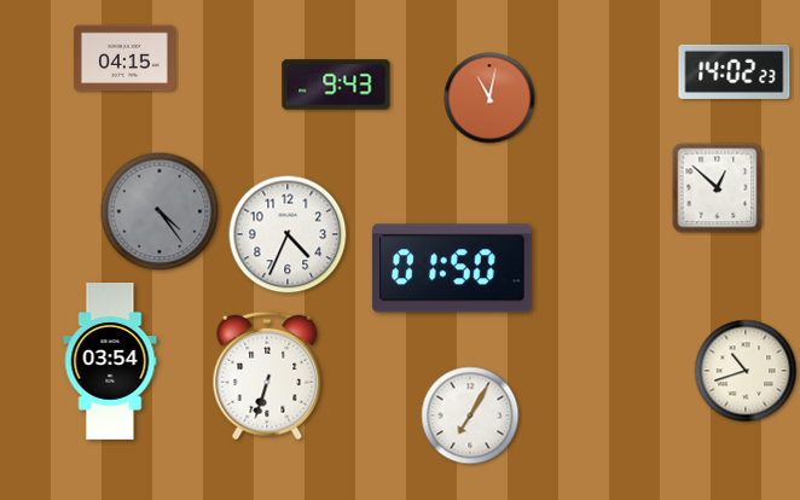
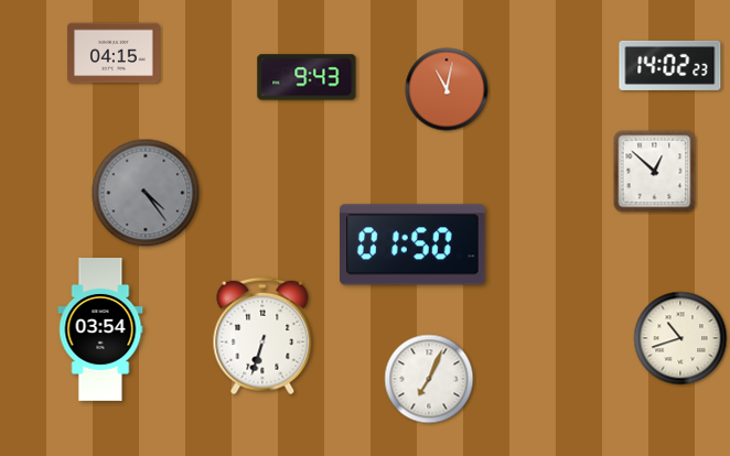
clock at (288, 234): 4:34 -> none
clock at (267, 376) position: (267, 376) -> (262, 336)
clock at (470, 415): 7:05 -> 7:04
